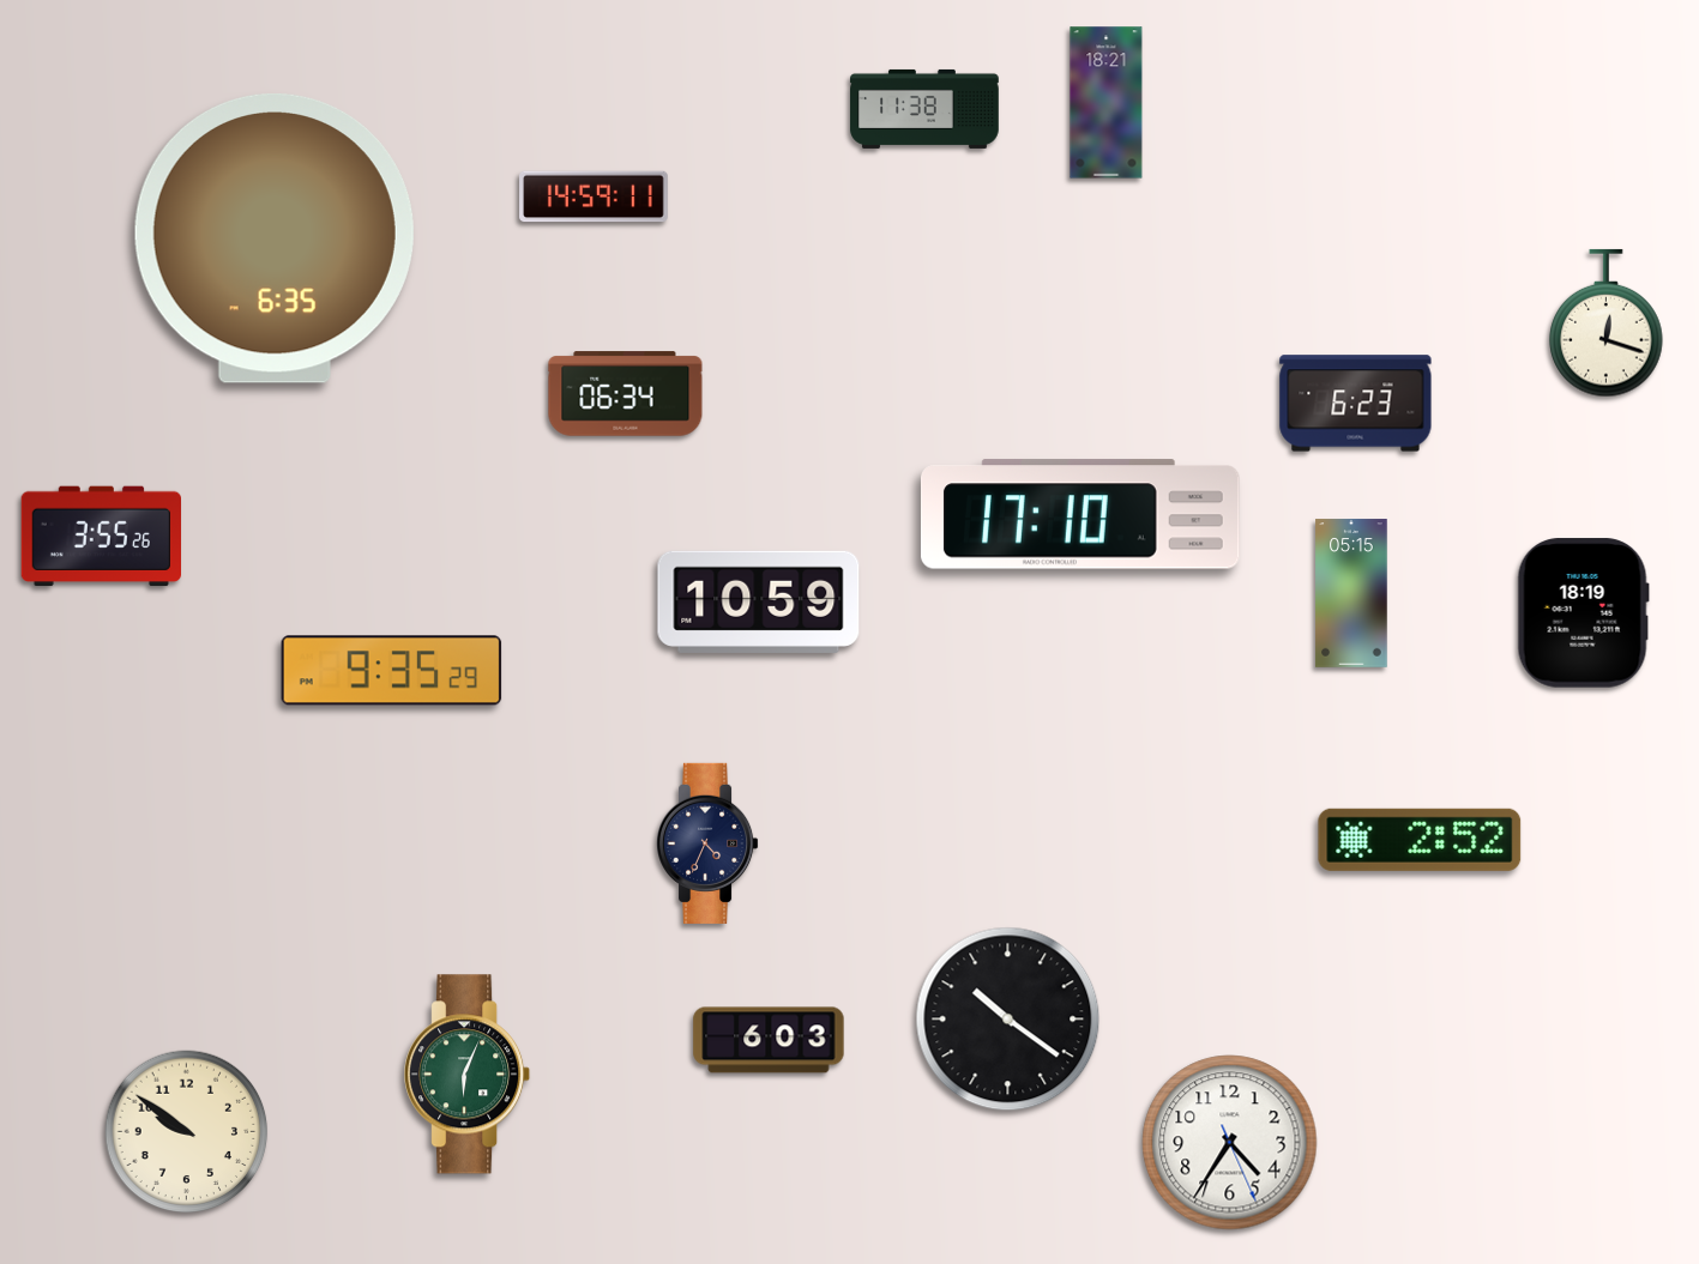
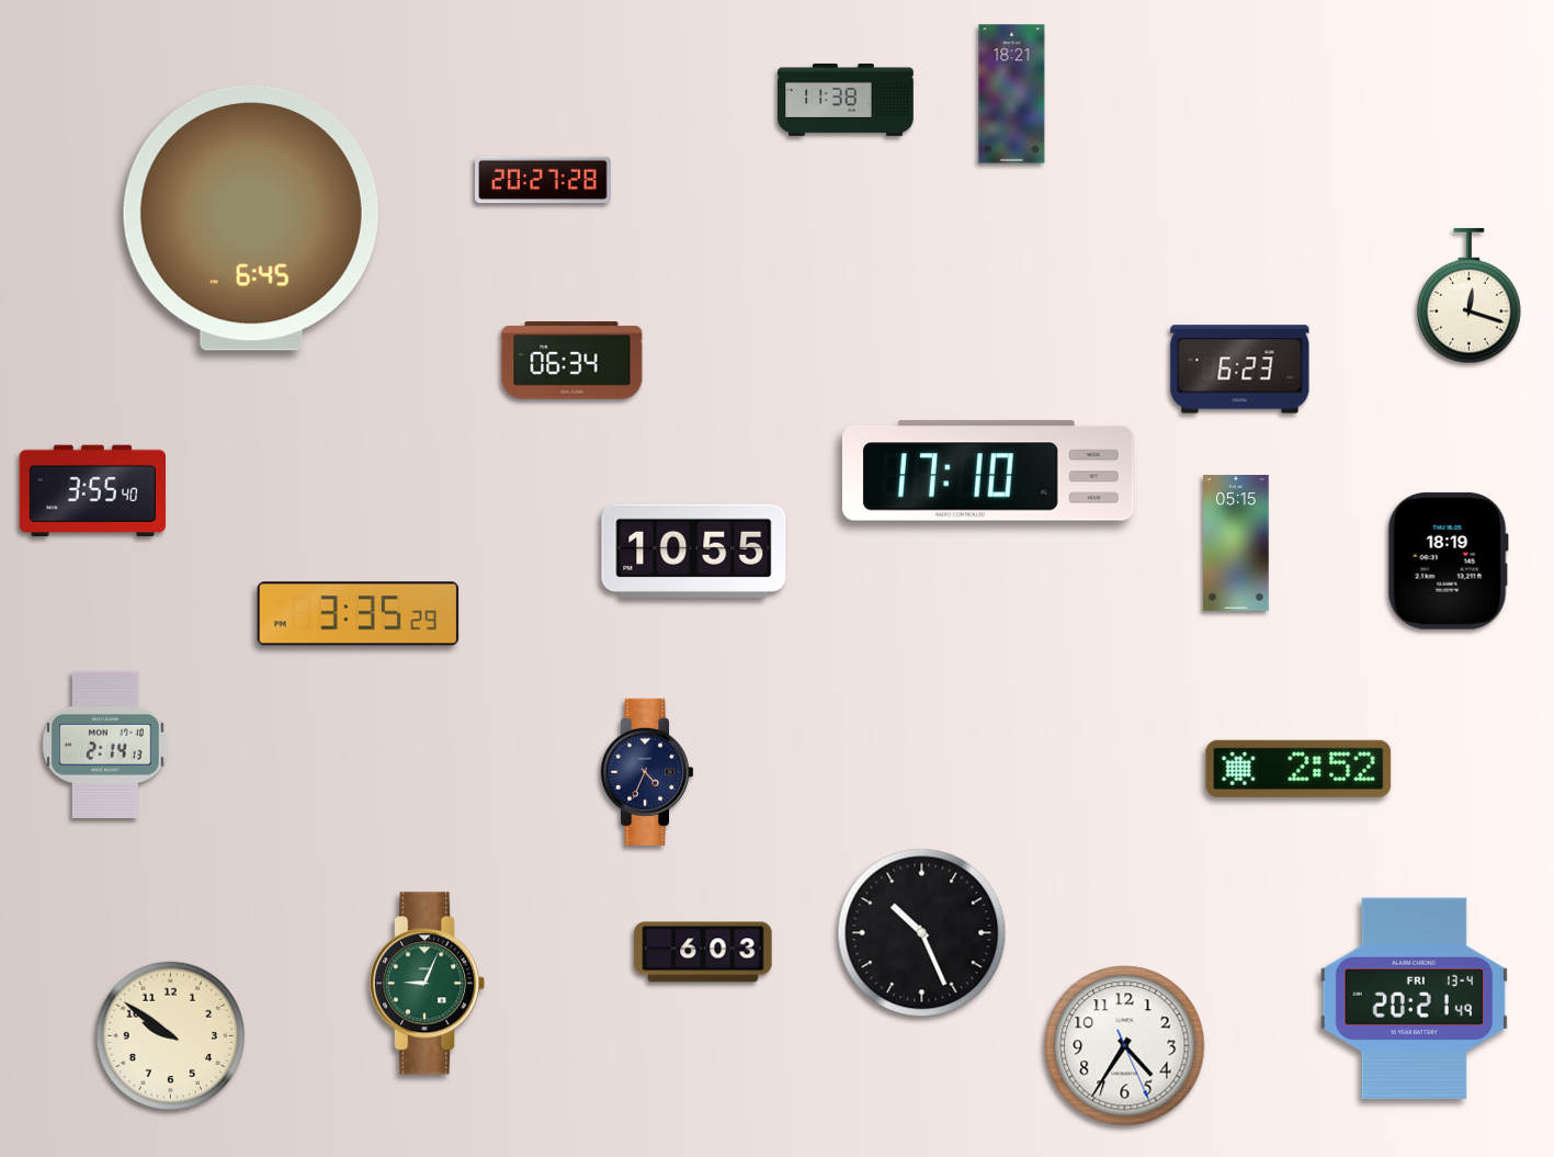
clock at (594, 196): 14:59 -> 20:27
clock at (275, 238): 6:35 -> 6:45
clock at (101, 537): 3:55:26 -> 3:55:40
clock at (759, 601): 10:59 -> 10:55
clock at (392, 671): 9:35 -> 3:35
clock at (106, 745): none -> 2:14
clock at (1008, 1020): 10:21 -> 10:26
clock at (468, 1075): 6:04 -> 9:04
clock at (1414, 999): none -> 20:21
